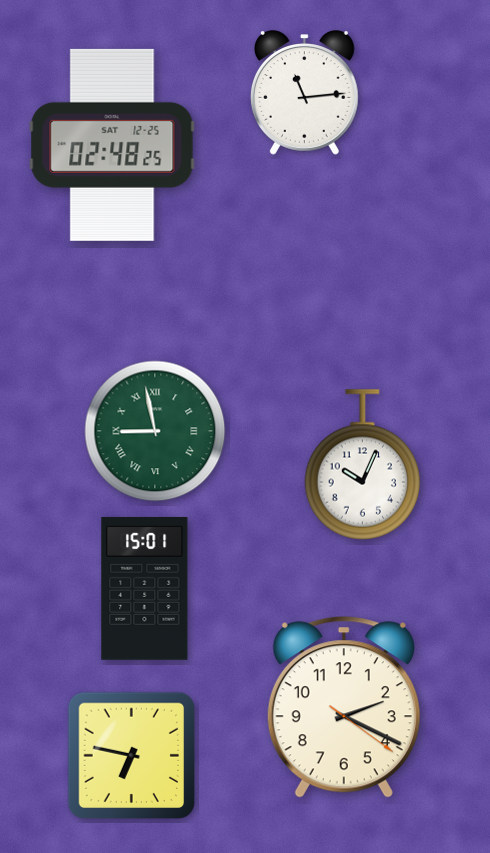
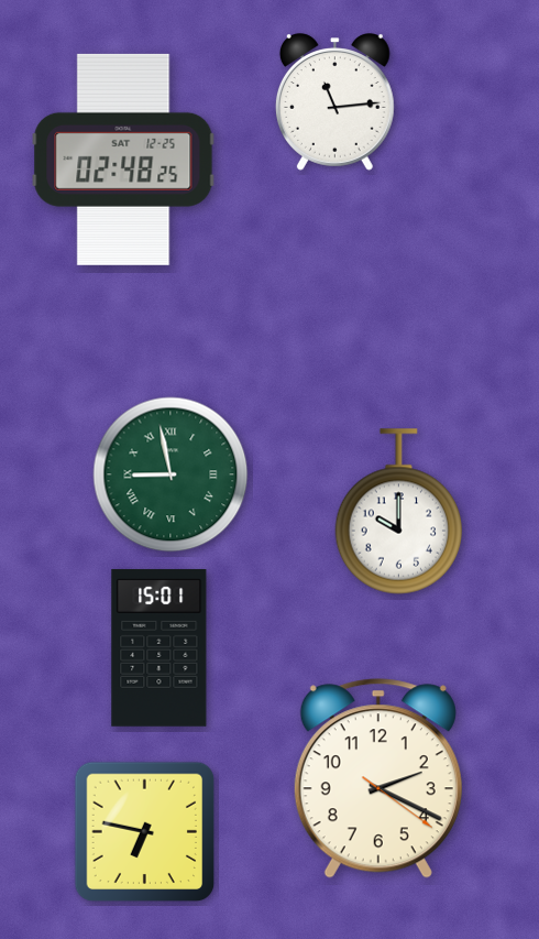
clock at (363, 465): 10:04 -> 10:00
